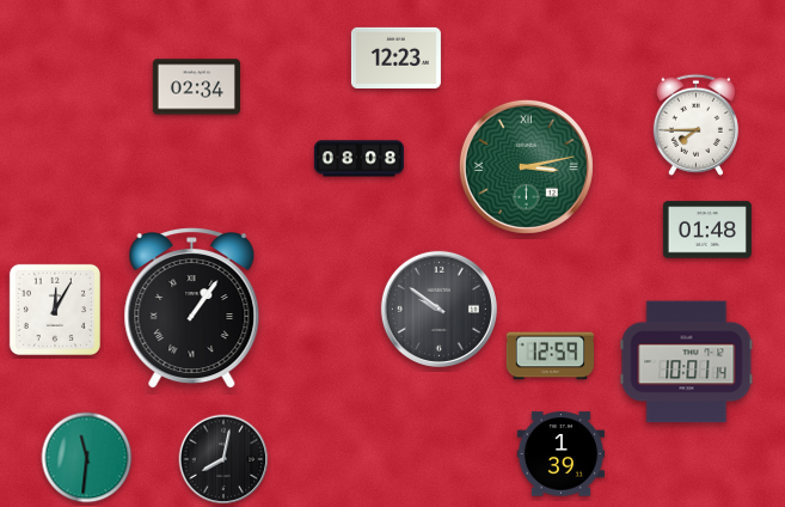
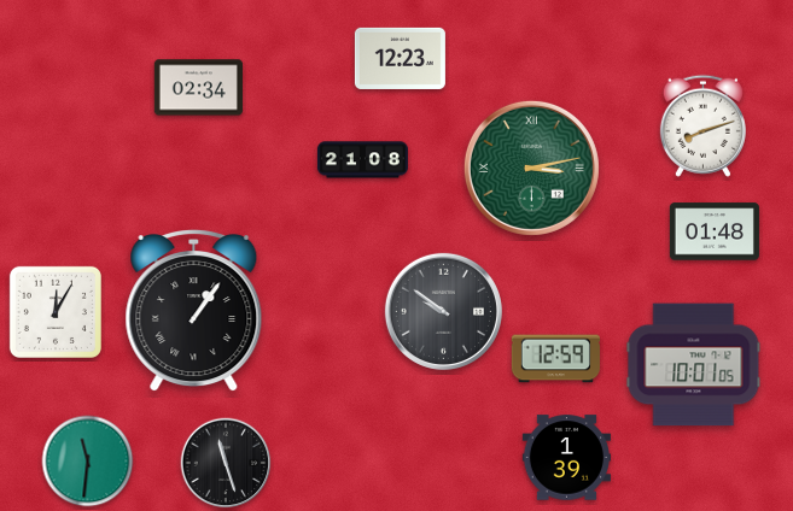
clock at (695, 124): 7:45 -> 8:12
clock at (358, 159): 08:08 -> 21:08
clock at (687, 362): 10:01:14 -> 10:01:05
clock at (223, 459): 8:02 -> 11:27
